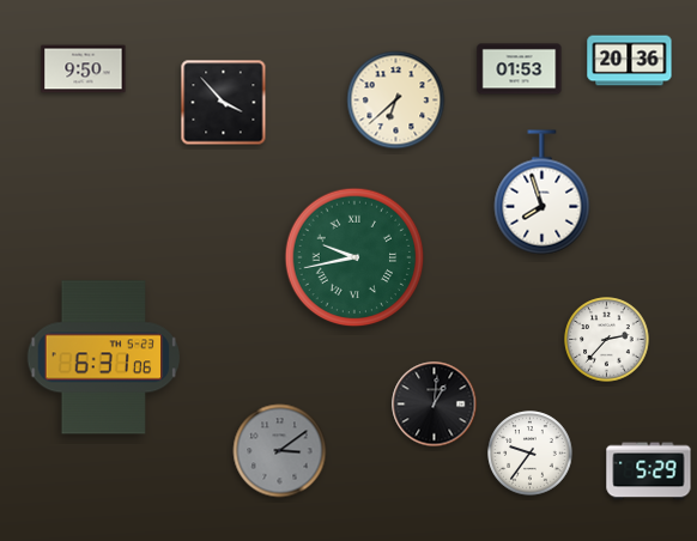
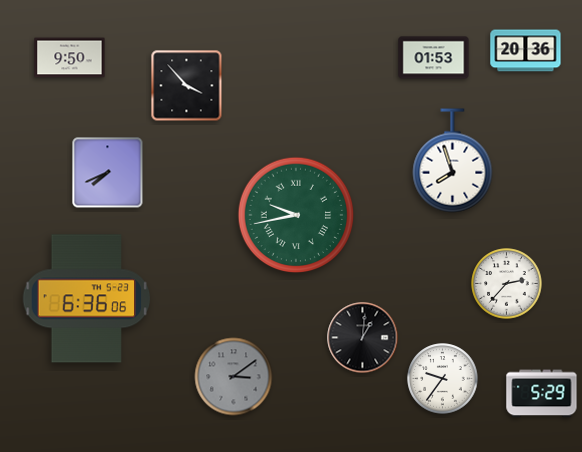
clock at (396, 101): 6:38 -> none
clock at (108, 173): none -> 7:41
clock at (104, 358): 6:31 -> 6:36
